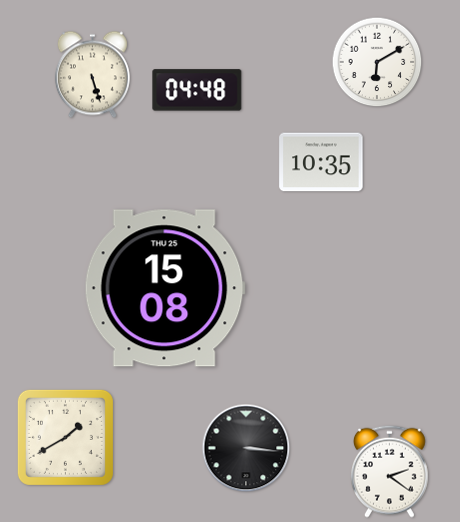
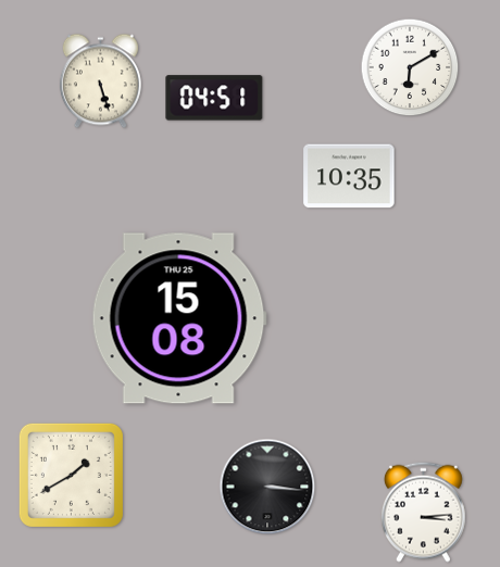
clock at (197, 90): 04:48 -> 04:51
clock at (165, 288) position: (165, 288) -> (179, 318)
clock at (390, 471): 2:21 -> 3:14
